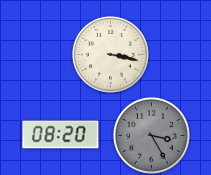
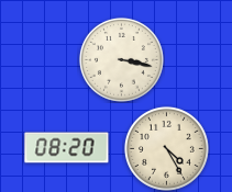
clock at (151, 135): 3:25 -> 4:25
clock at (151, 135) dial: grey -> cream
